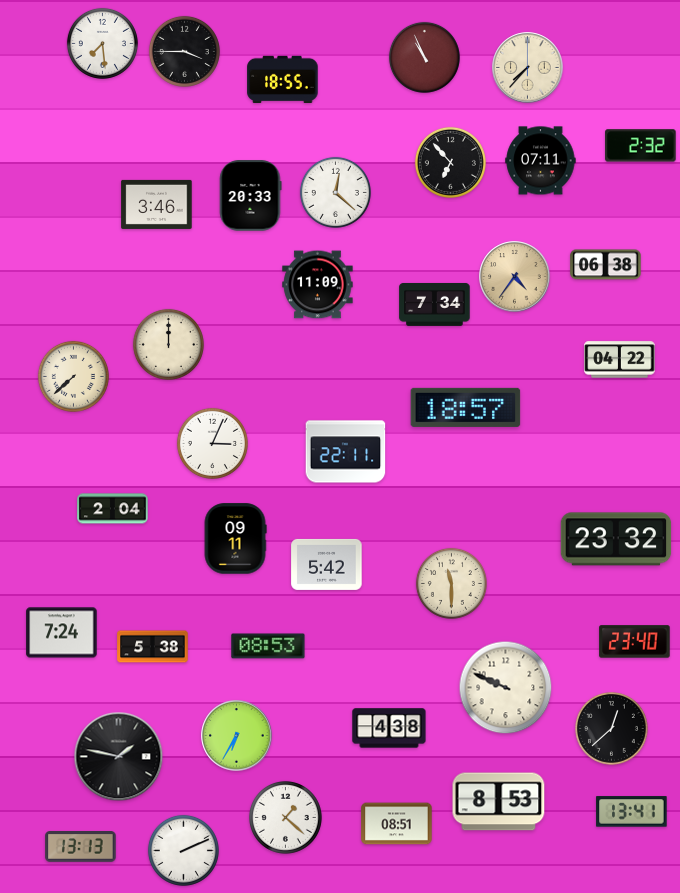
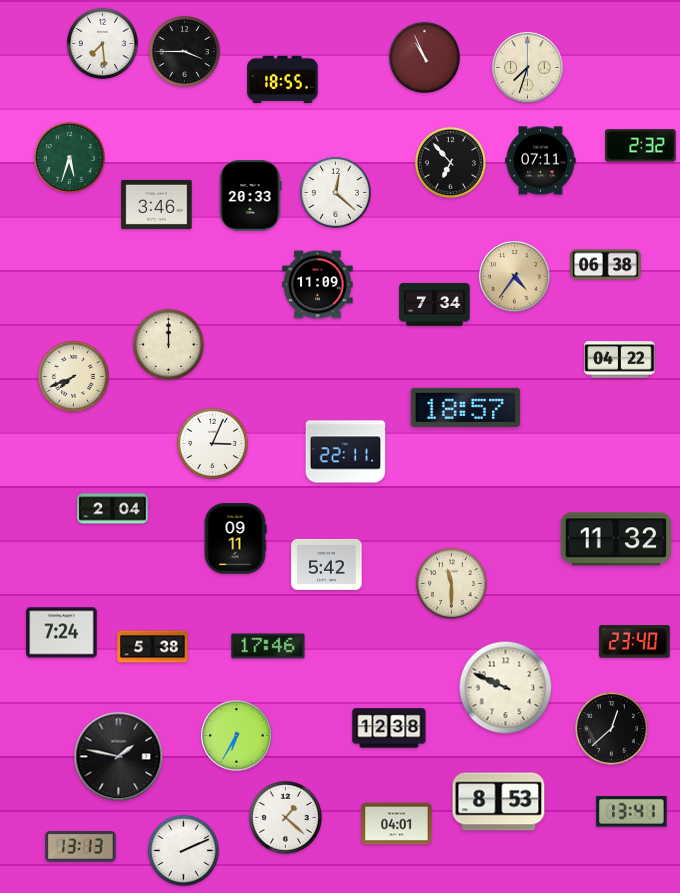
clock at (528, 68): 7:37 -> 7:33
clock at (69, 157): none -> 5:33
clock at (73, 376): 7:38 -> 7:41
clock at (616, 539): 23:32 -> 11:32
clock at (268, 646): 08:53 -> 17:46
clock at (389, 728): 4:38 -> 12:38
clock at (397, 824): 08:51 -> 04:01
